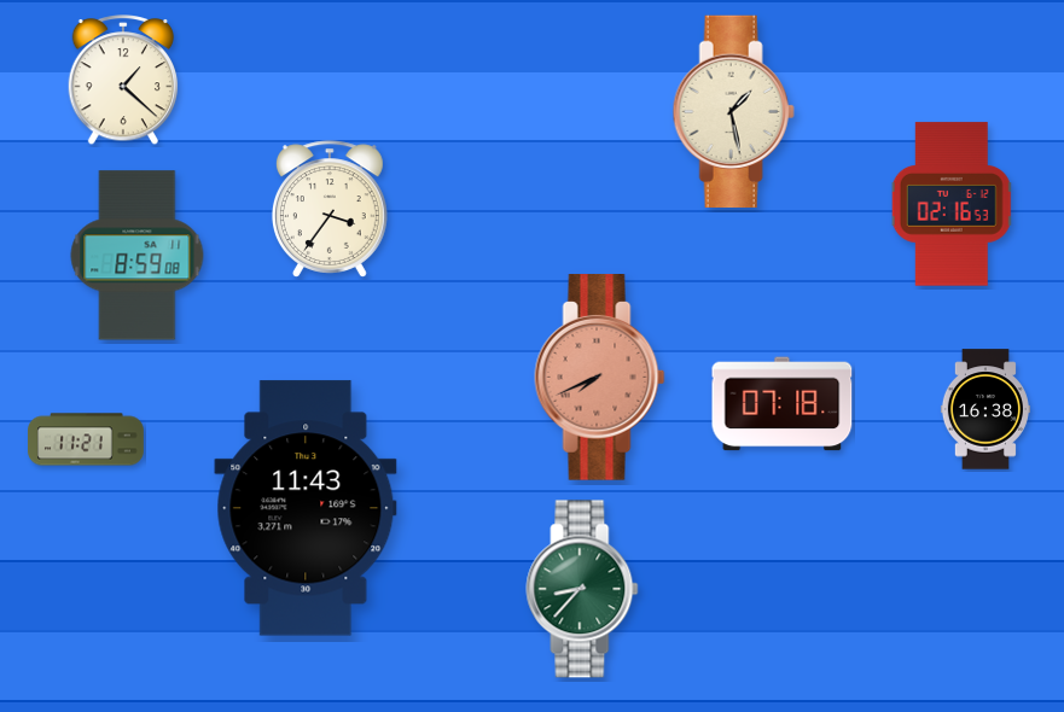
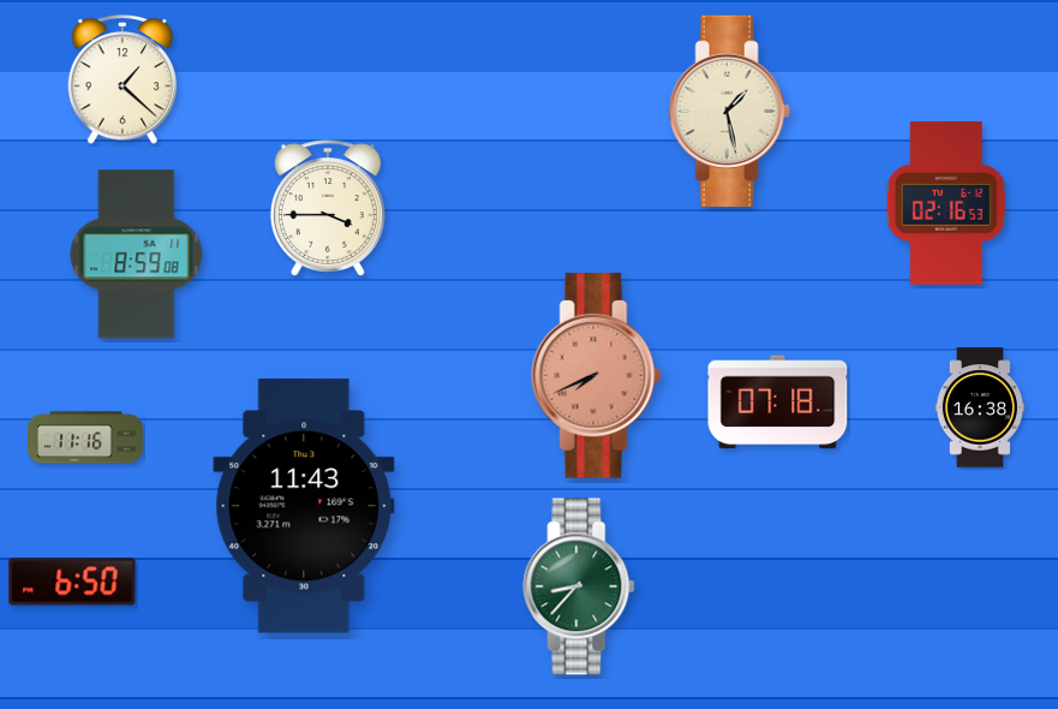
clock at (330, 209): 3:36 -> 3:45
clock at (86, 439): 11:21 -> 11:16
clock at (72, 582): none -> 6:50
